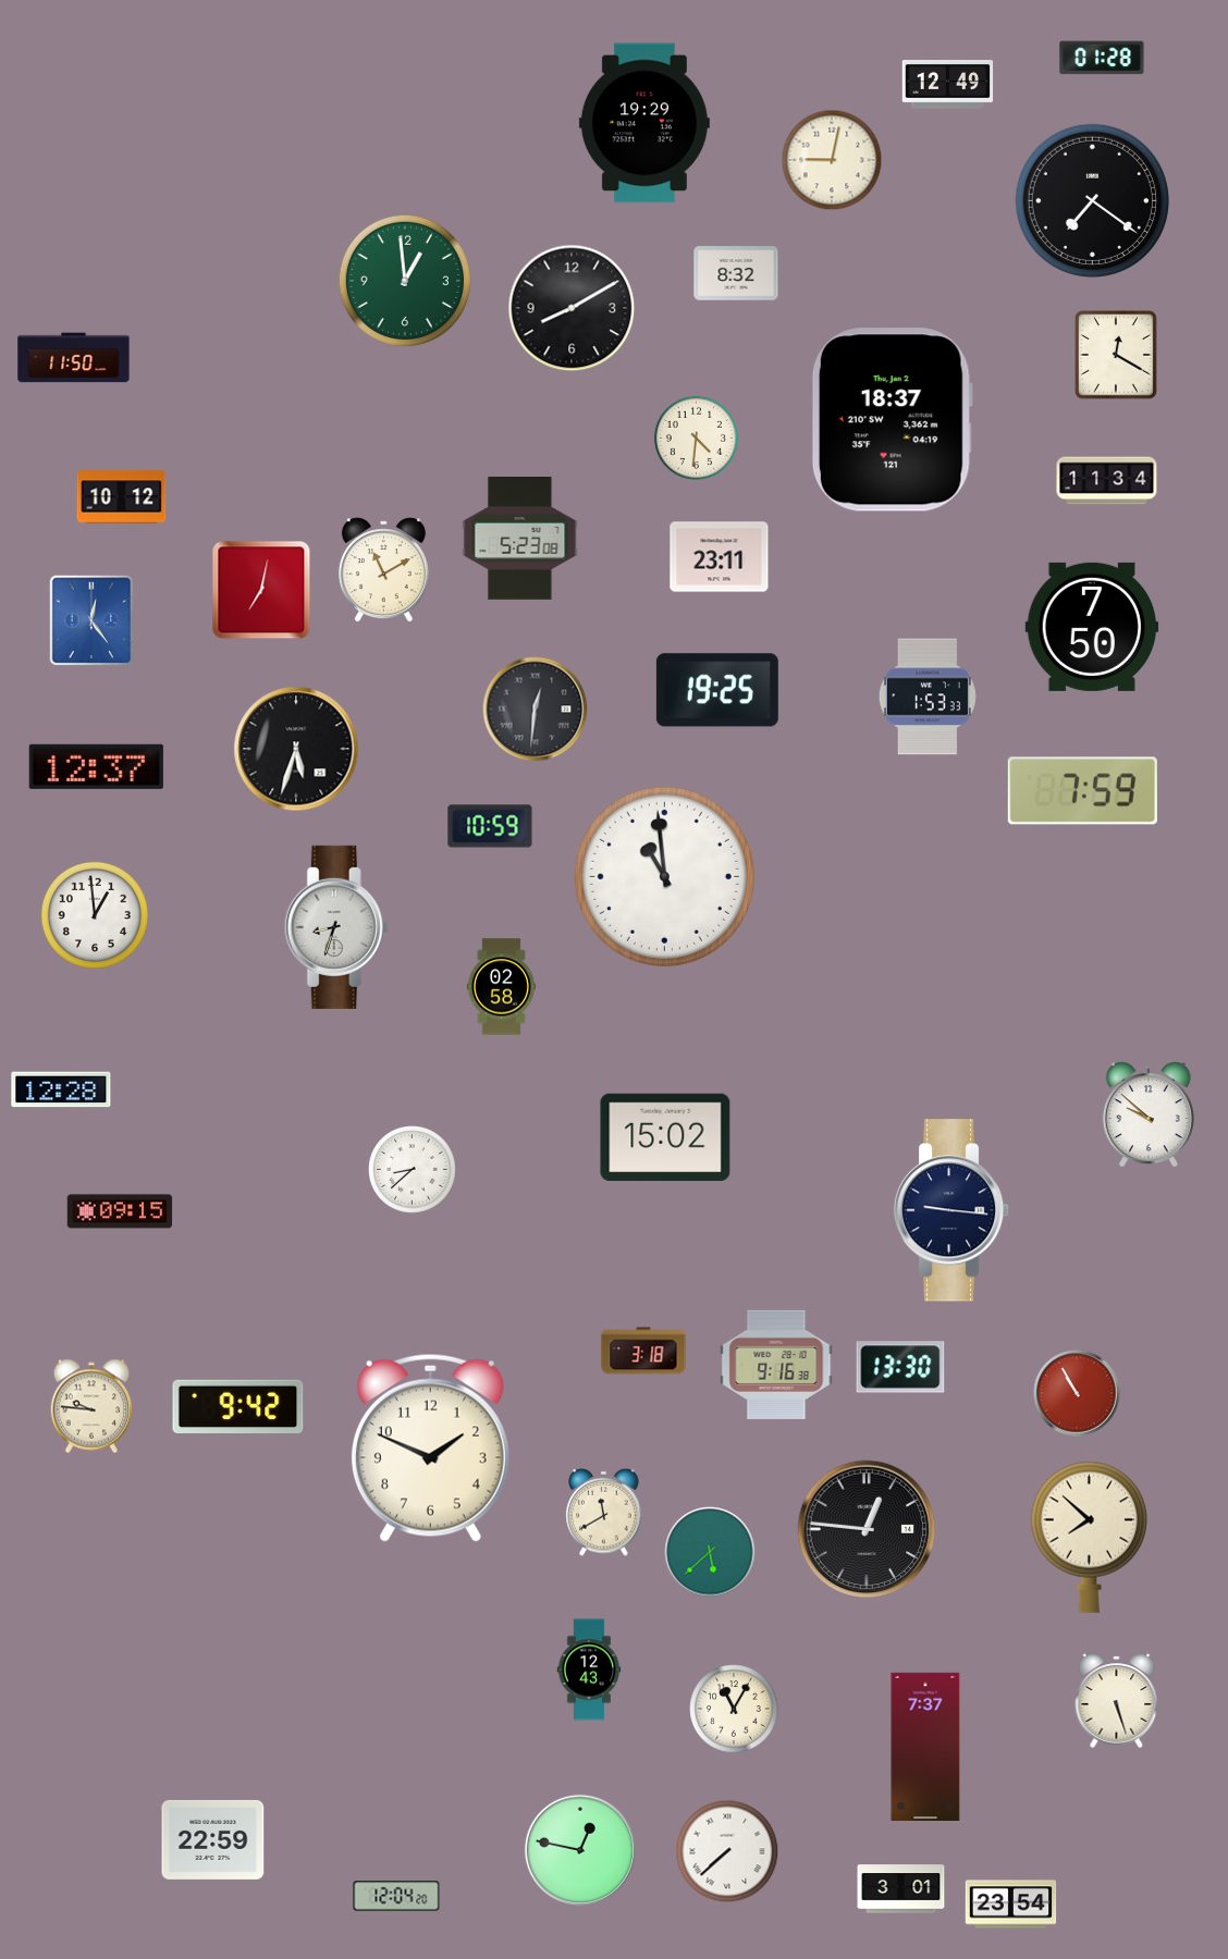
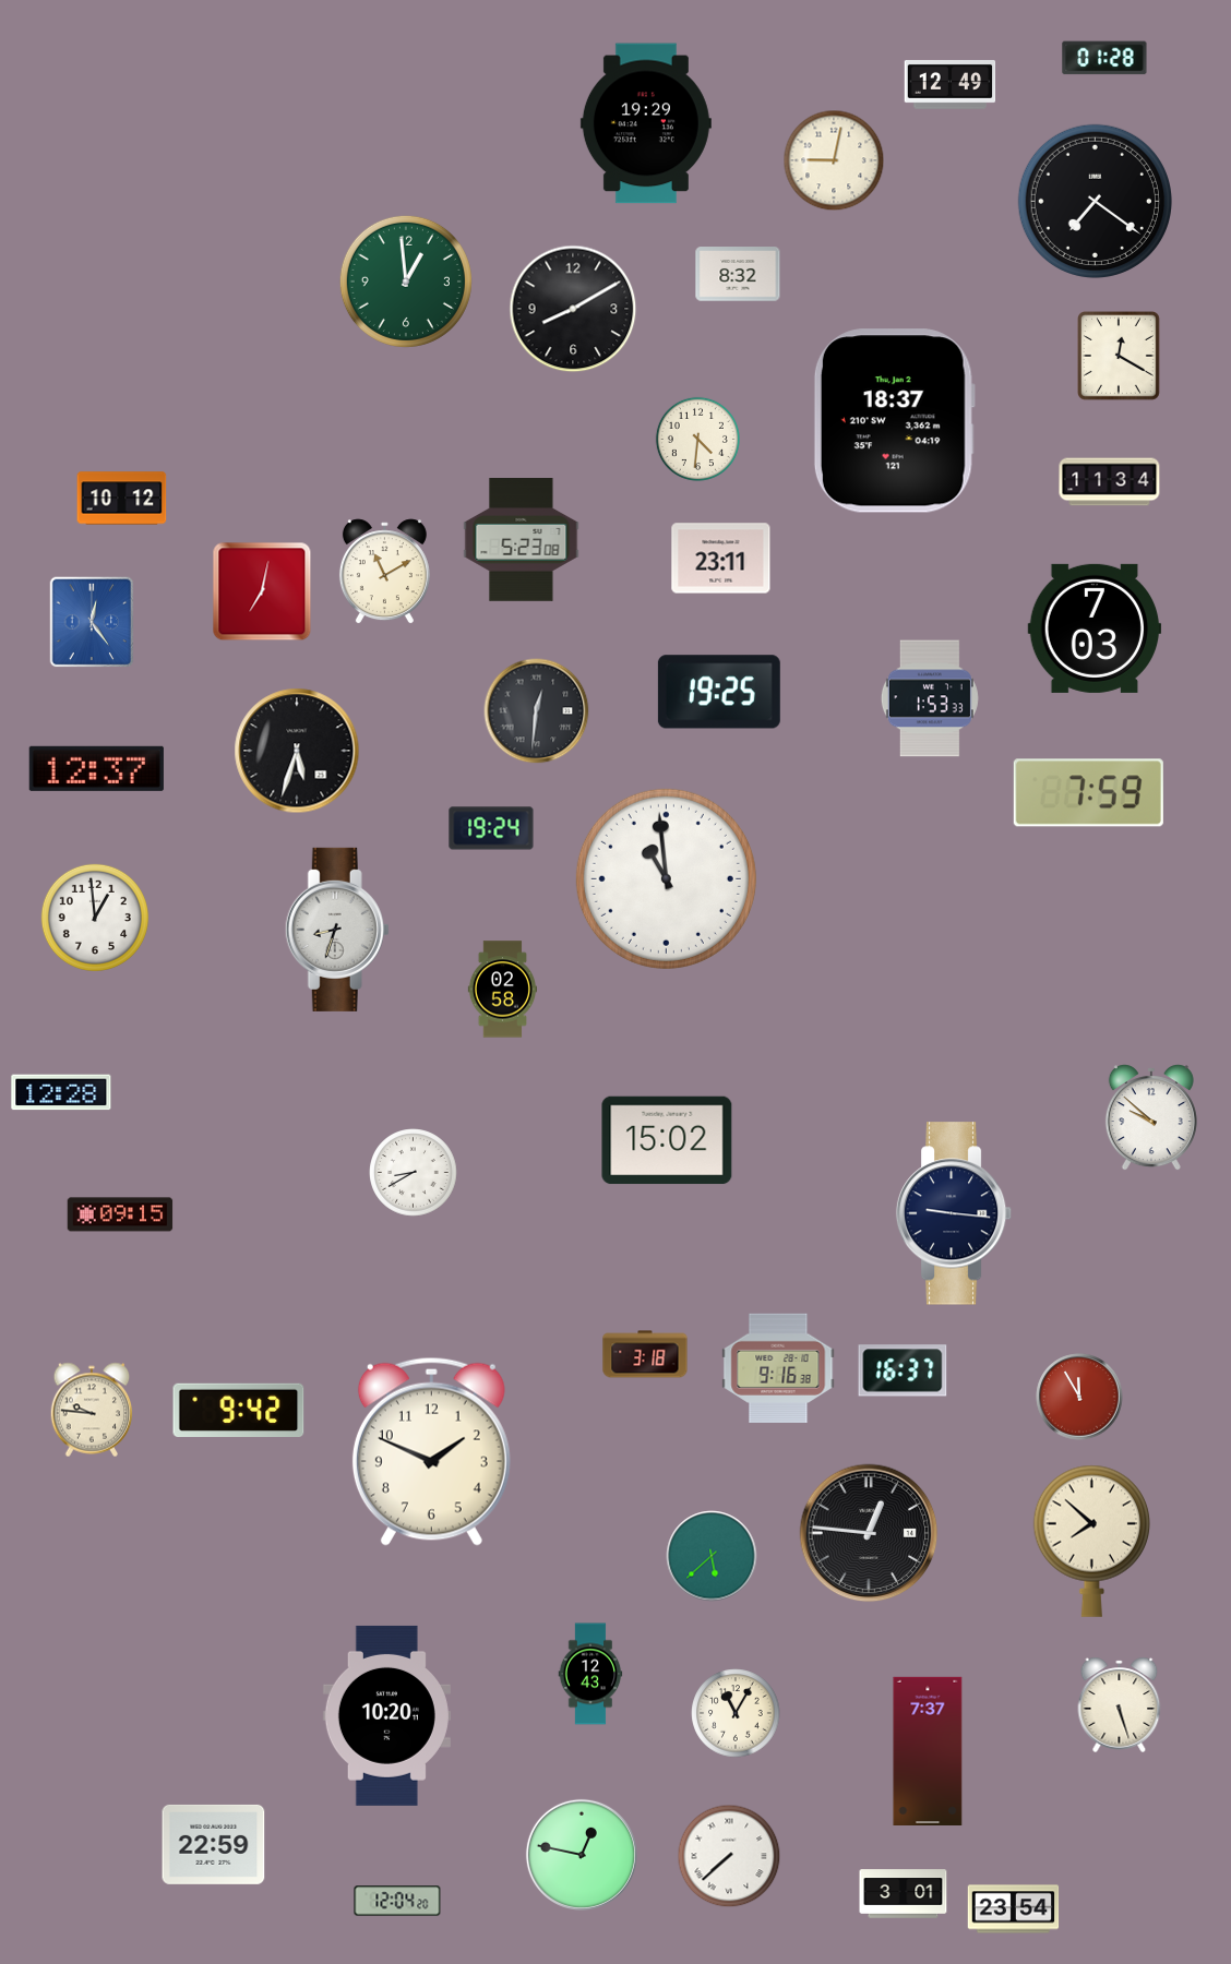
clock at (74, 358): 11:50 -> none
clock at (1092, 627): 7:50 -> 7:03
clock at (1082, 791) position: (1082, 791) -> (1088, 793)
clock at (490, 826): 10:59 -> 19:24
clock at (413, 1170): 8:38 -> 8:40
clock at (900, 1367): 13:30 -> 16:37
clock at (1077, 1393): 10:55 -> 11:55
clock at (604, 1512): 11:40 -> none
clock at (386, 1715): none -> 10:20
